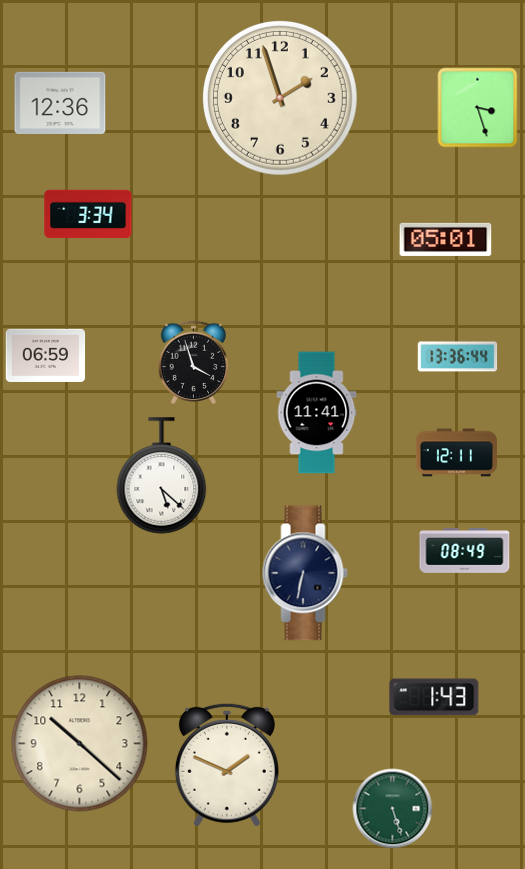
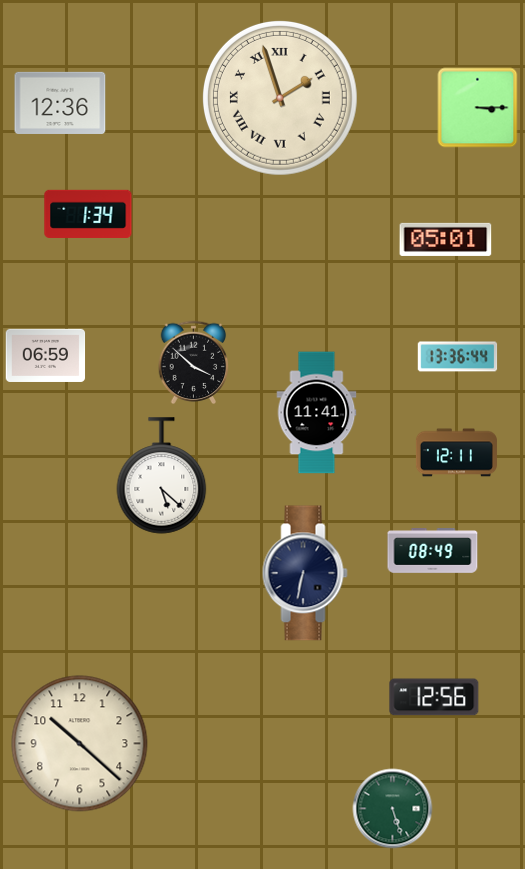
clock at (280, 98) numerals: Arabic -> Roman
clock at (478, 108): 3:27 -> 3:15
clock at (88, 214): 3:34 -> 1:34
clock at (194, 363): 3:57 -> 3:52
clock at (465, 551) position: (465, 551) -> (433, 551)
clock at (434, 697): 1:43 -> 12:56
clock at (227, 765): 1:49 -> none
